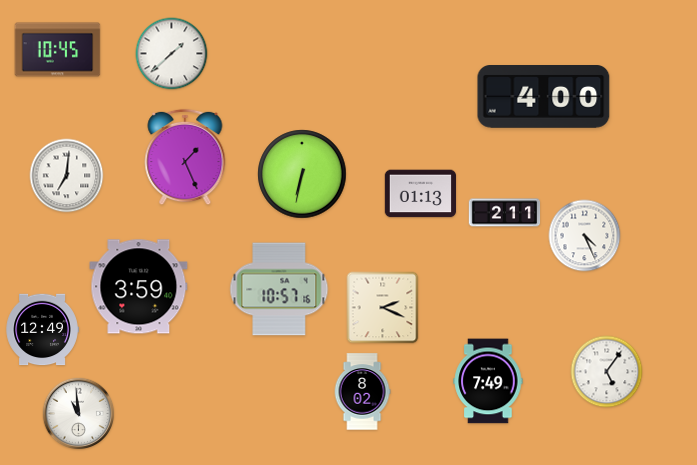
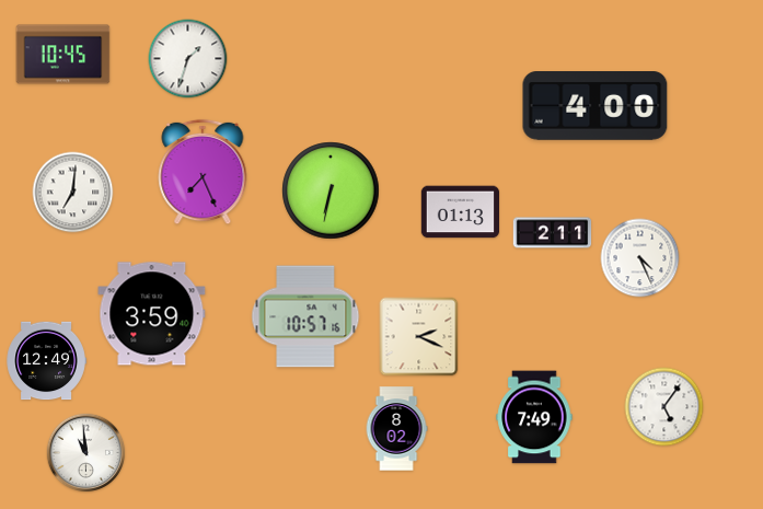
clock at (172, 54): 1:38 -> 1:33
clock at (185, 157): 1:26 -> 7:26
